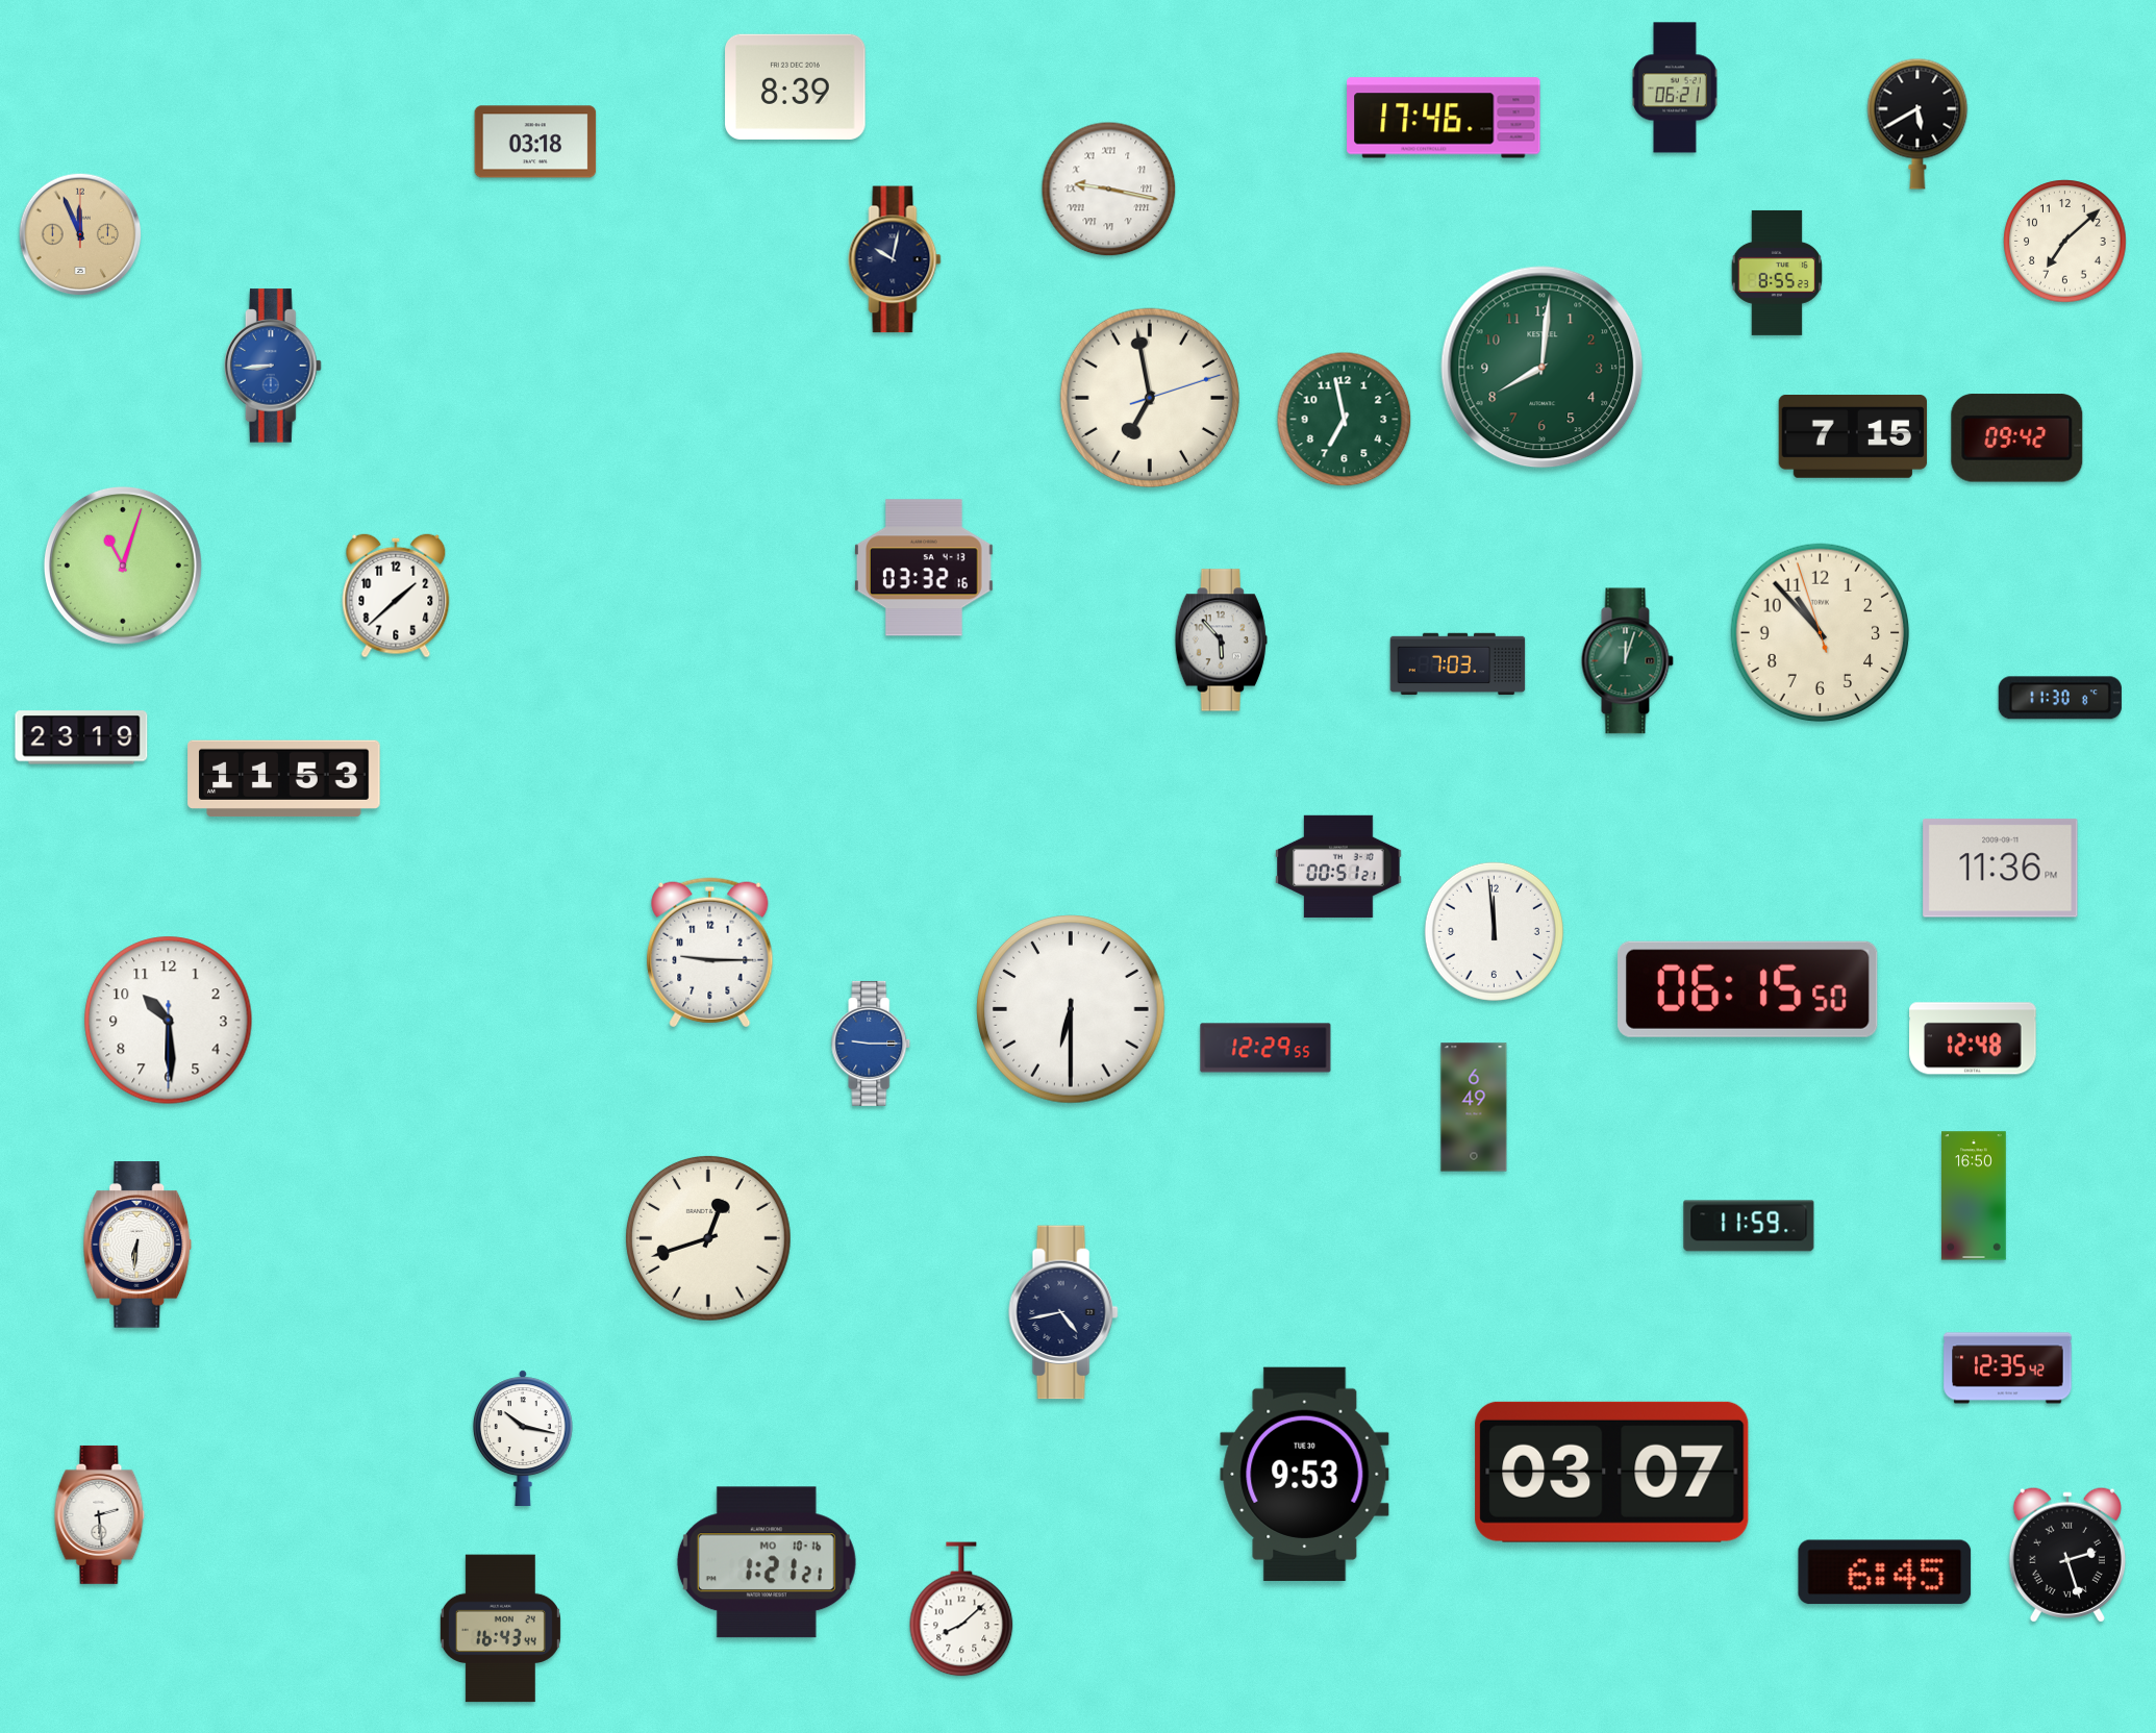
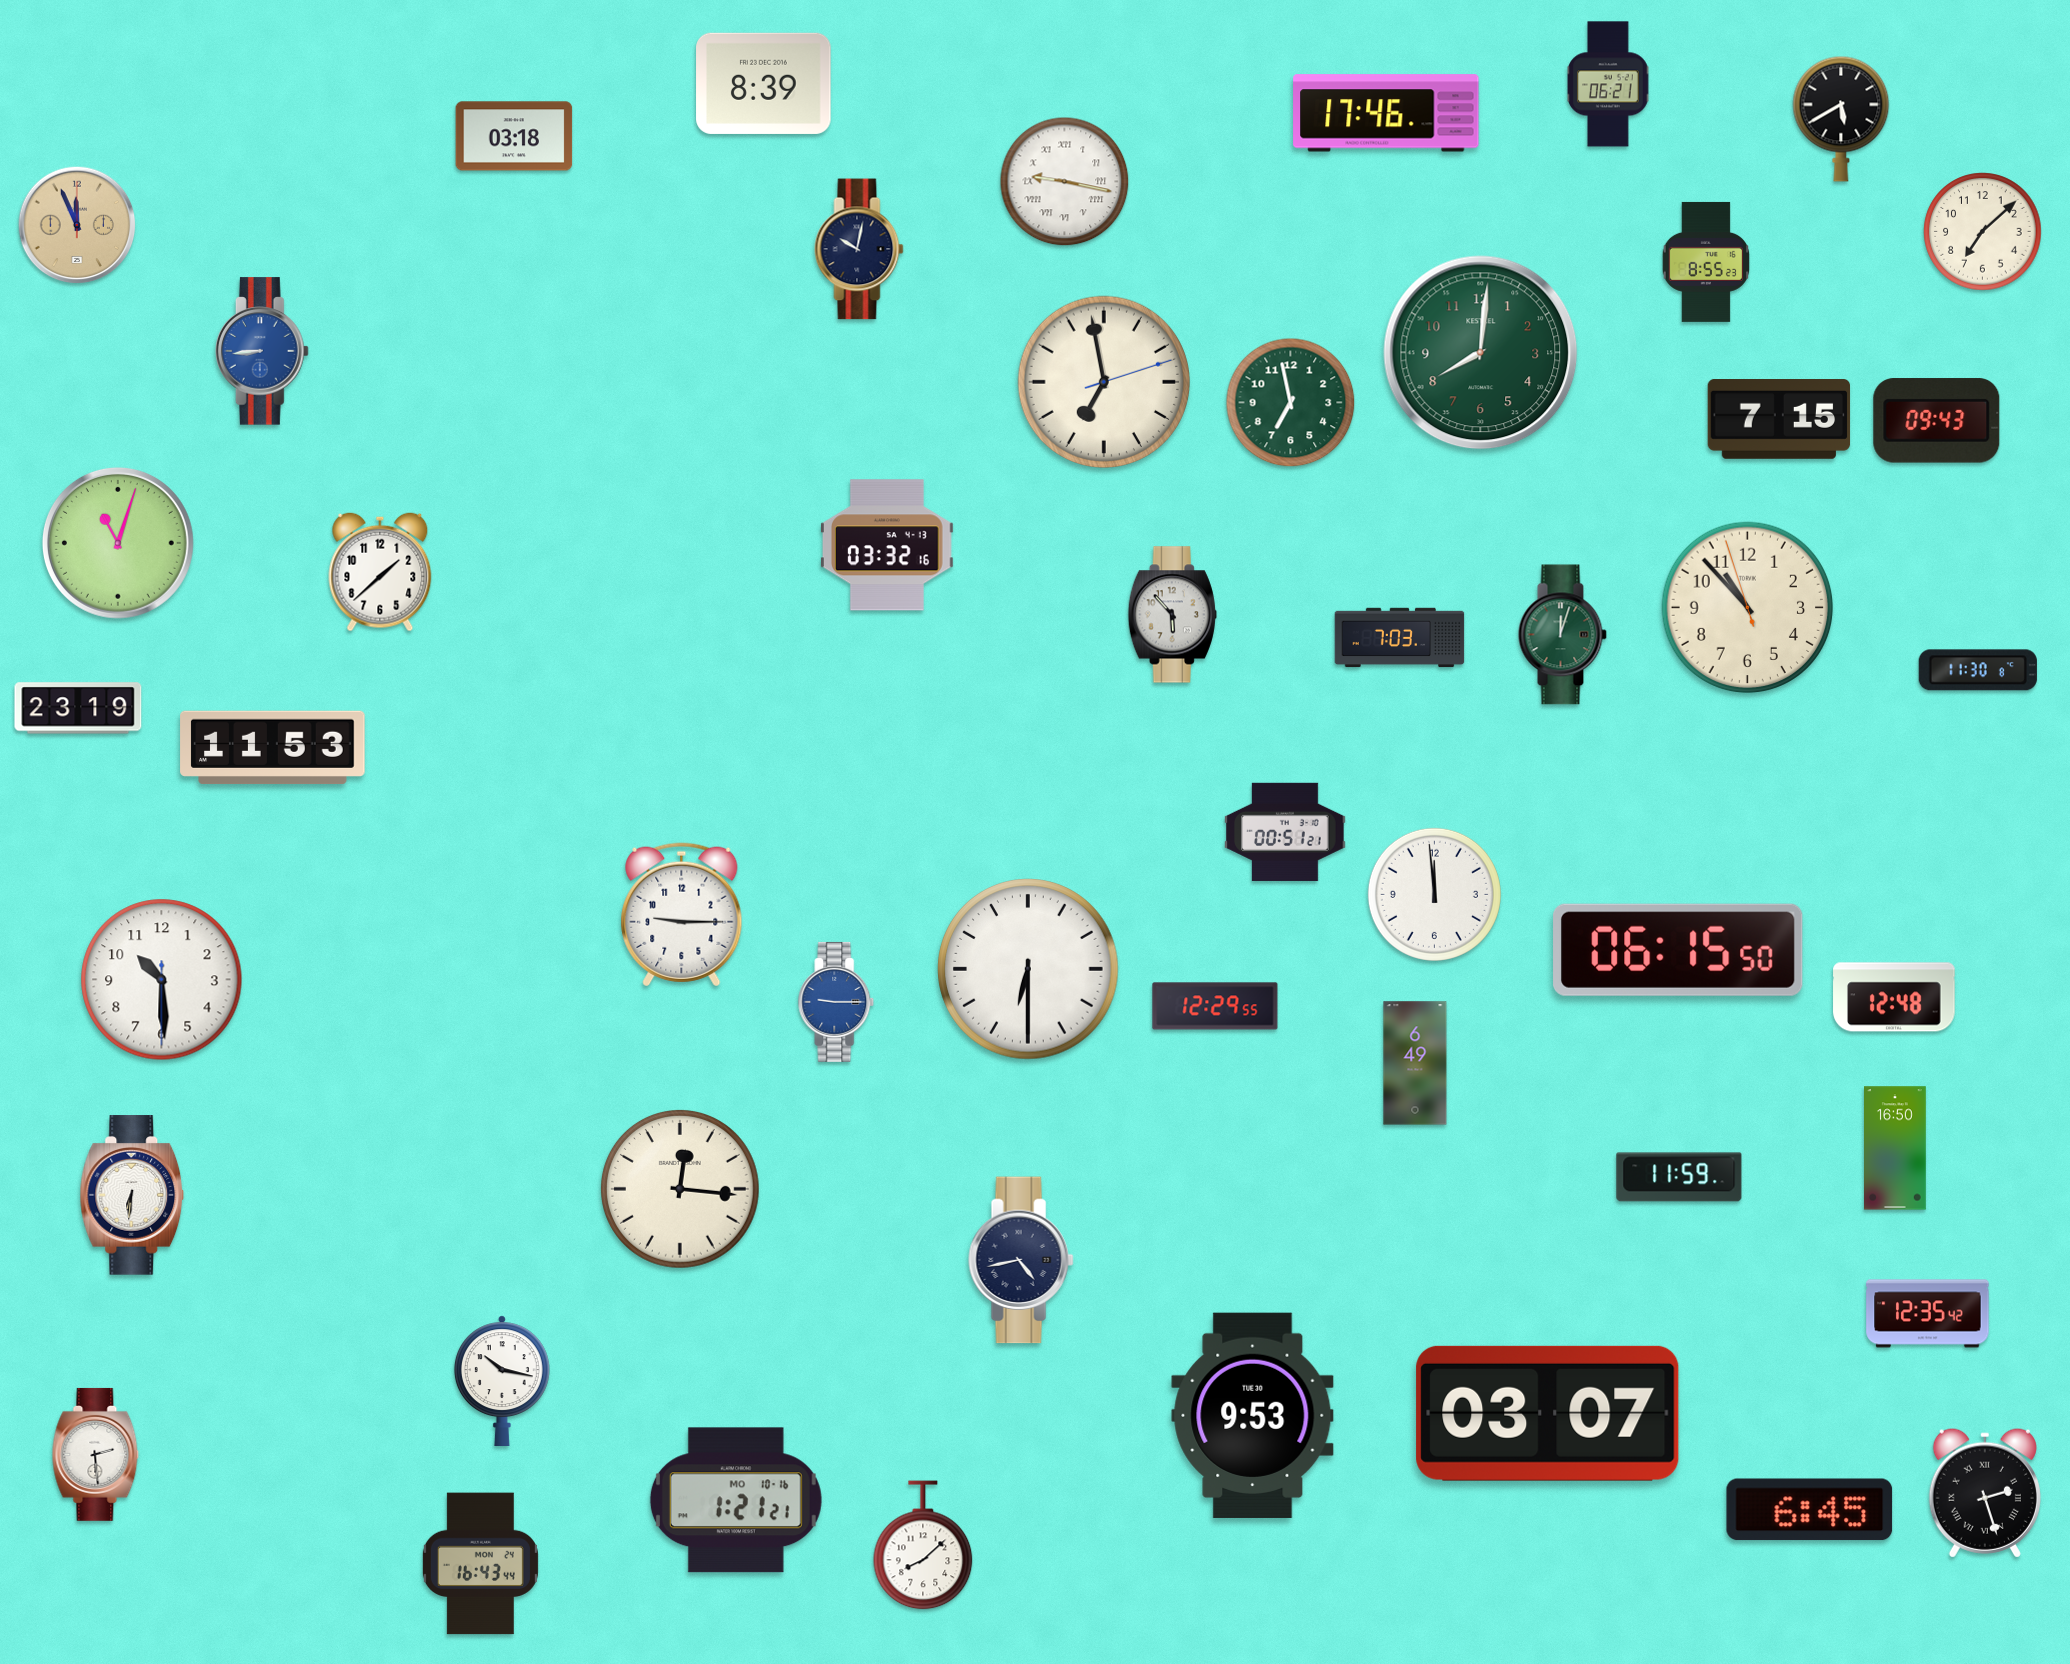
clock at (2017, 438): 09:42 -> 09:43
clock at (2001, 869): 11:36 -> none
clock at (708, 1238): 12:42 -> 12:16
